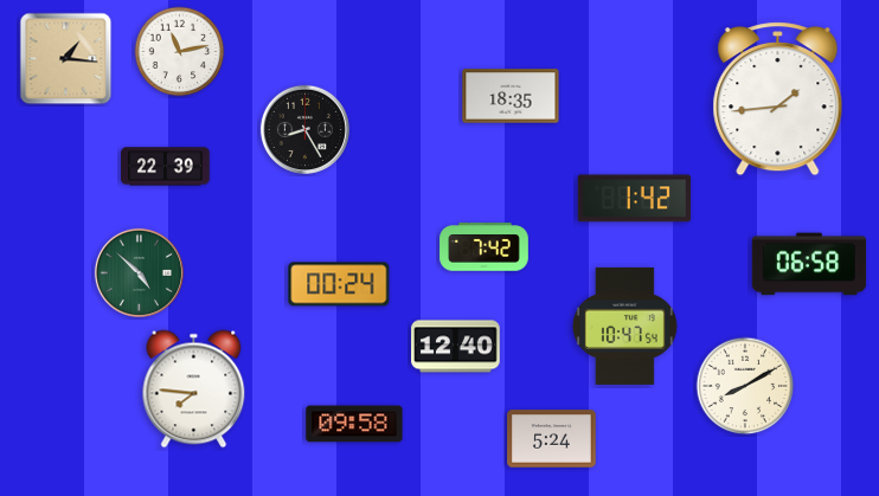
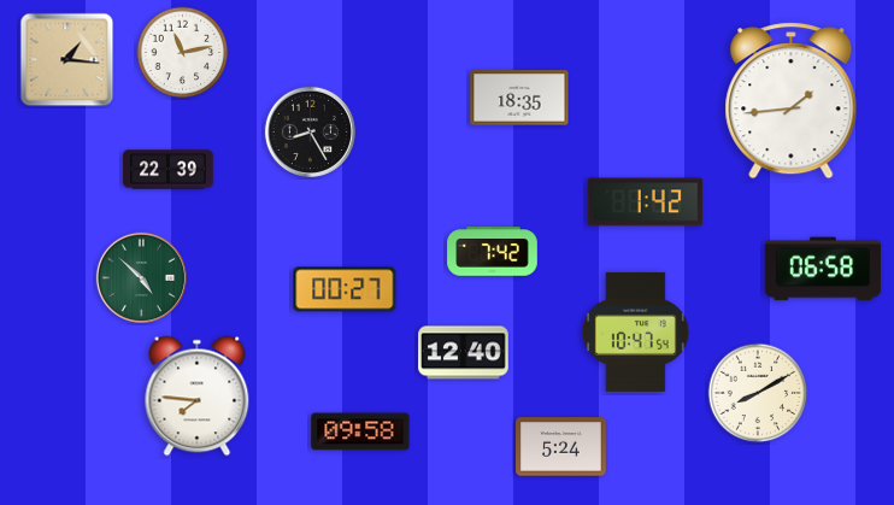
clock at (339, 284): 00:24 -> 00:27
